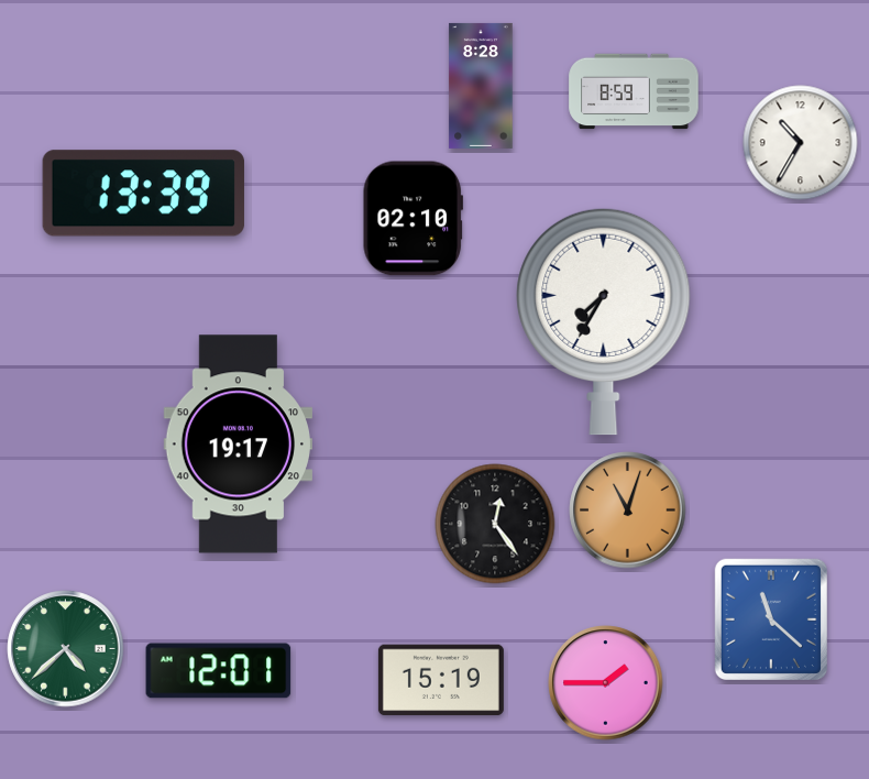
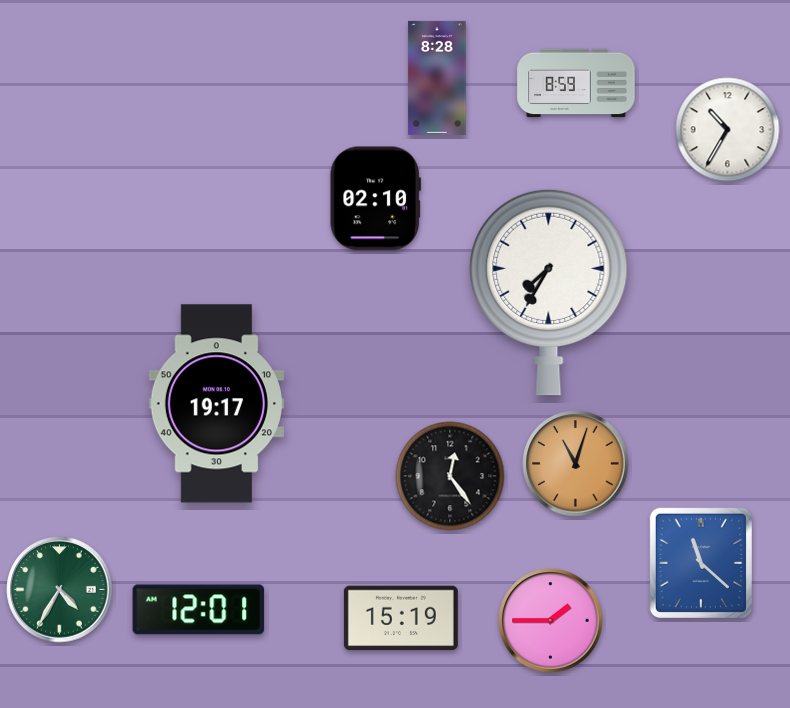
clock at (143, 194): 13:39 -> none
clock at (628, 511) position: (628, 511) -> (576, 464)
clock at (66, 649): 4:38 -> 4:35
